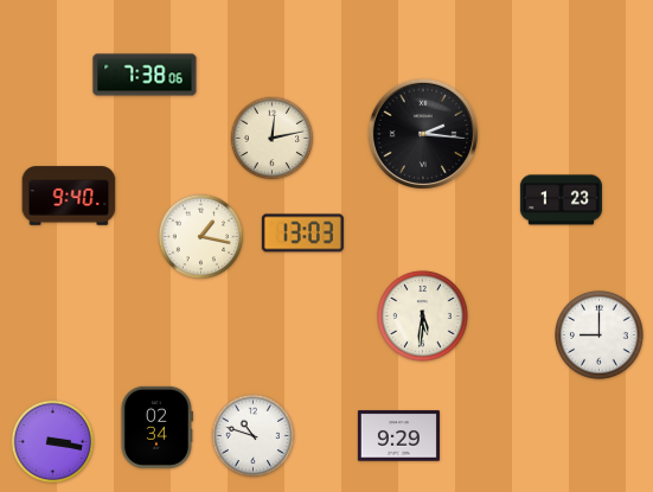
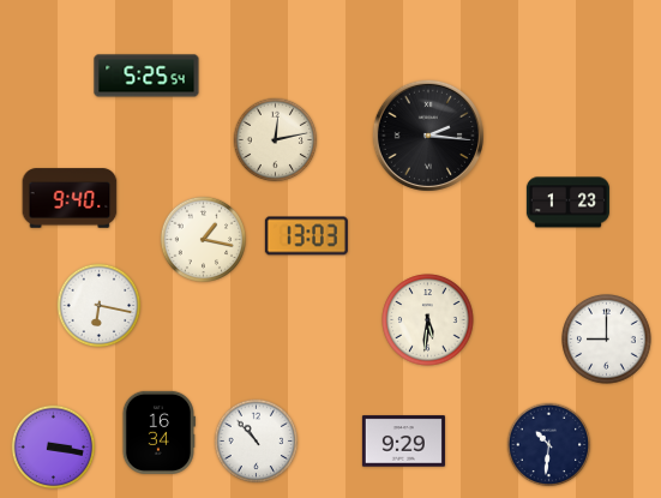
clock at (145, 75): 7:38 -> 5:25
clock at (100, 306): none -> 6:17
clock at (156, 427): 02:34 -> 16:34
clock at (254, 436): 10:48 -> 10:53
clock at (549, 445): none -> 10:31
